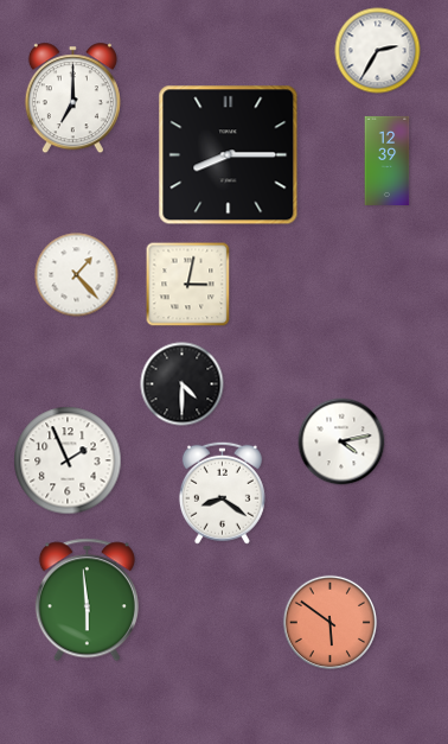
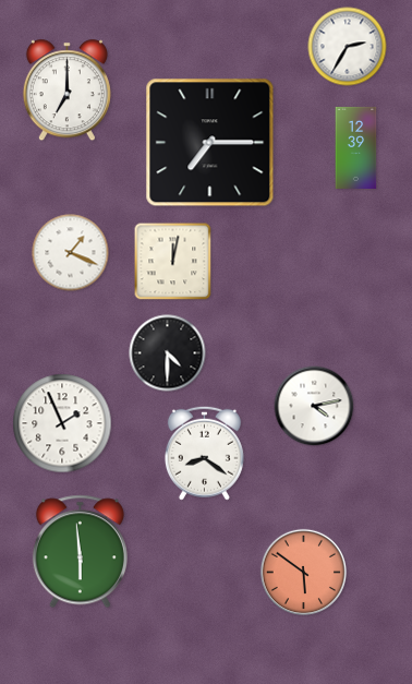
clock at (229, 155): 8:15 -> 7:15
clock at (77, 275): 1:23 -> 1:19
clock at (188, 285): 3:02 -> 12:02
